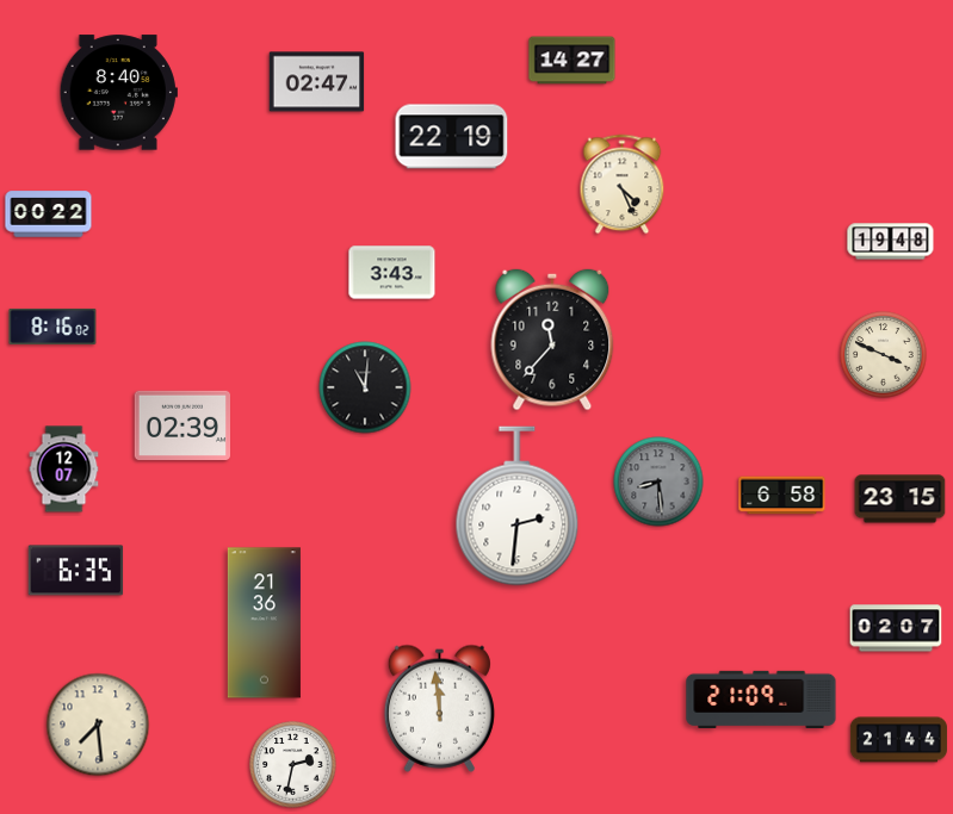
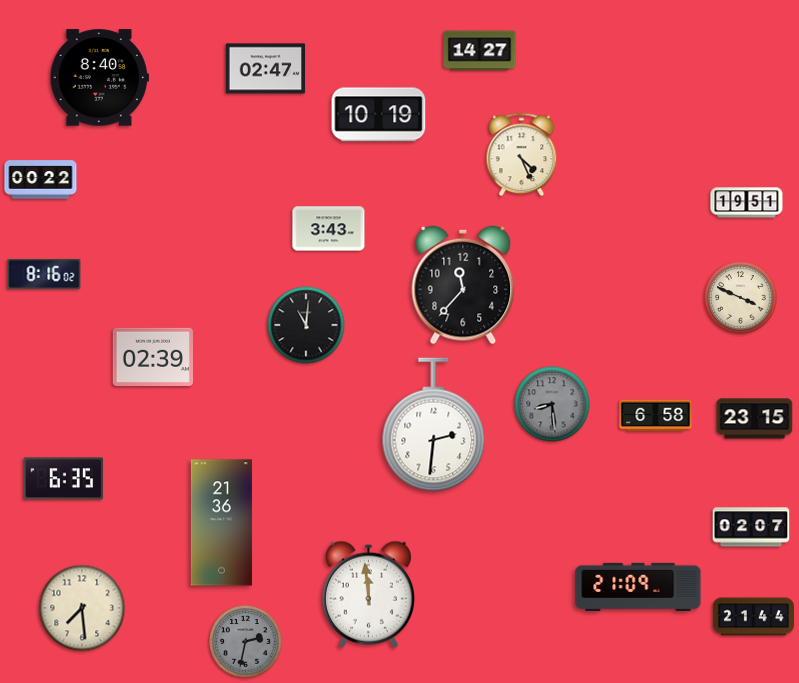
clock at (452, 137): 22:19 -> 10:19
clock at (891, 242): 19:48 -> 19:51
clock at (64, 470): 12:07 -> none
clock at (898, 740) position: (898, 740) -> (753, 617)
clock at (293, 765) dial: white -> grey
